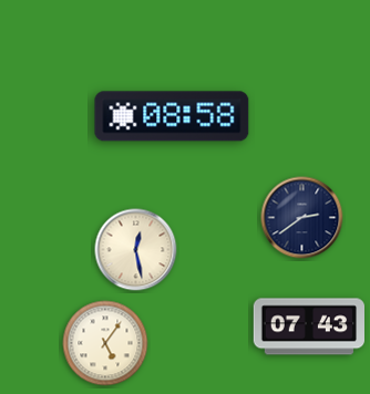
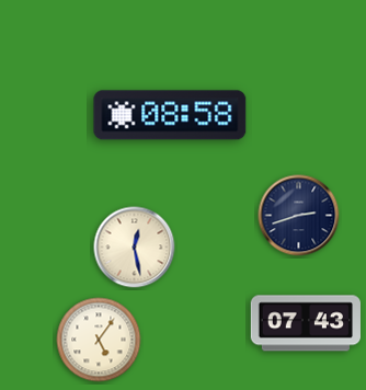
clock at (302, 218): 2:39 -> 2:42
clock at (105, 343) position: (105, 343) -> (99, 340)
